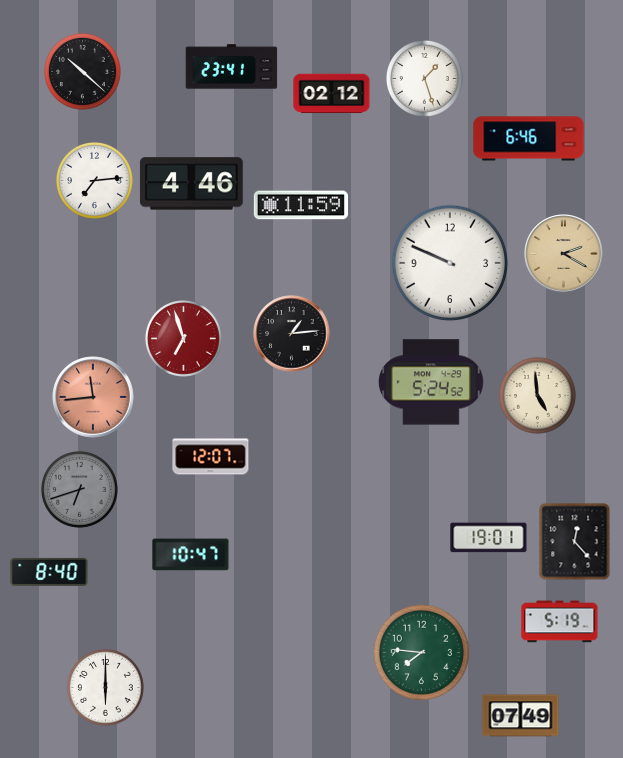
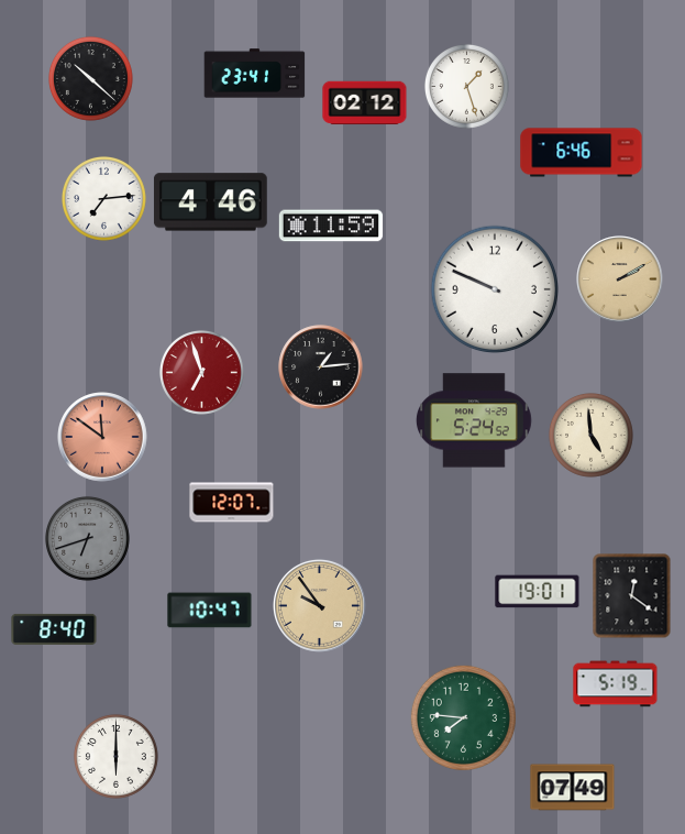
clock at (564, 254): 2:20 -> 2:10
clock at (93, 397): 11:44 -> 11:51
clock at (575, 541): 12:23 -> 12:21
clock at (320, 606): none -> 9:54
